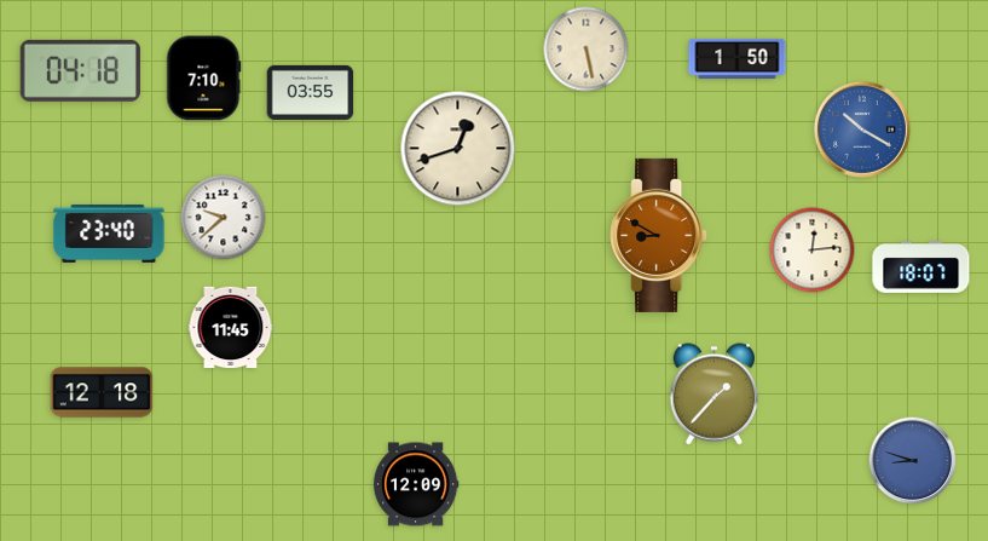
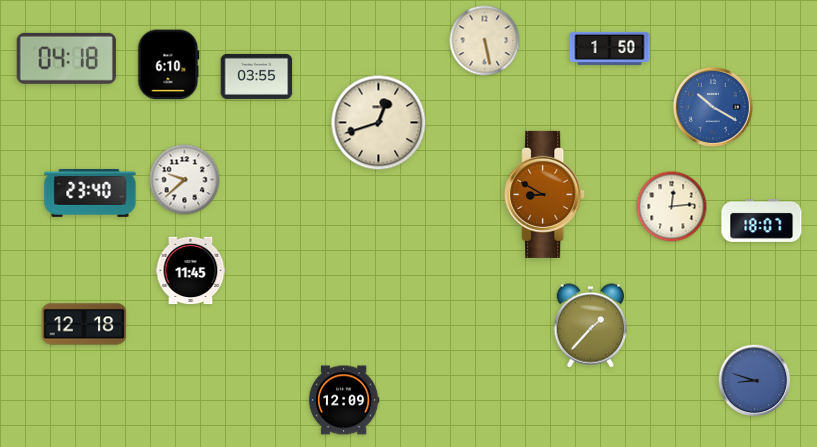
clock at (204, 79): 7:10 -> 6:10
